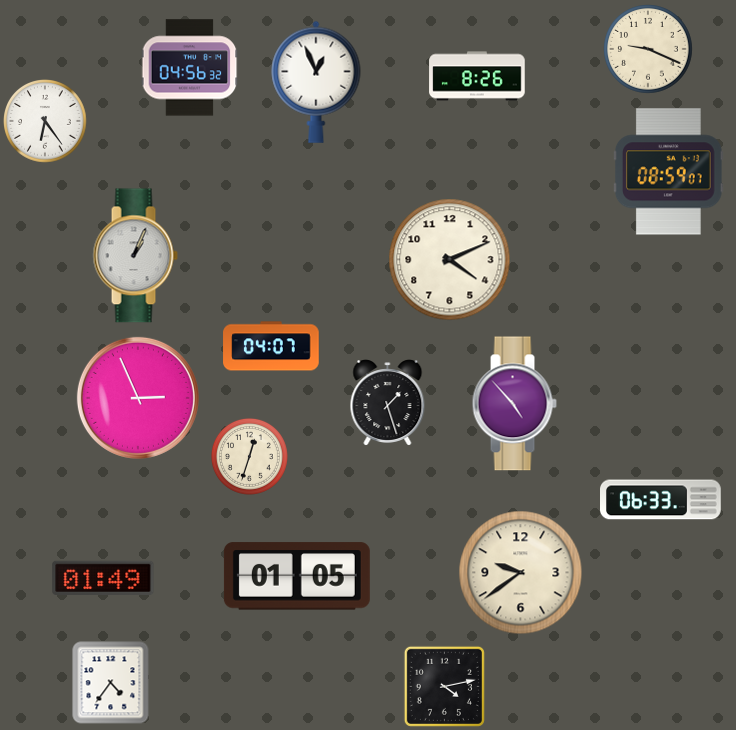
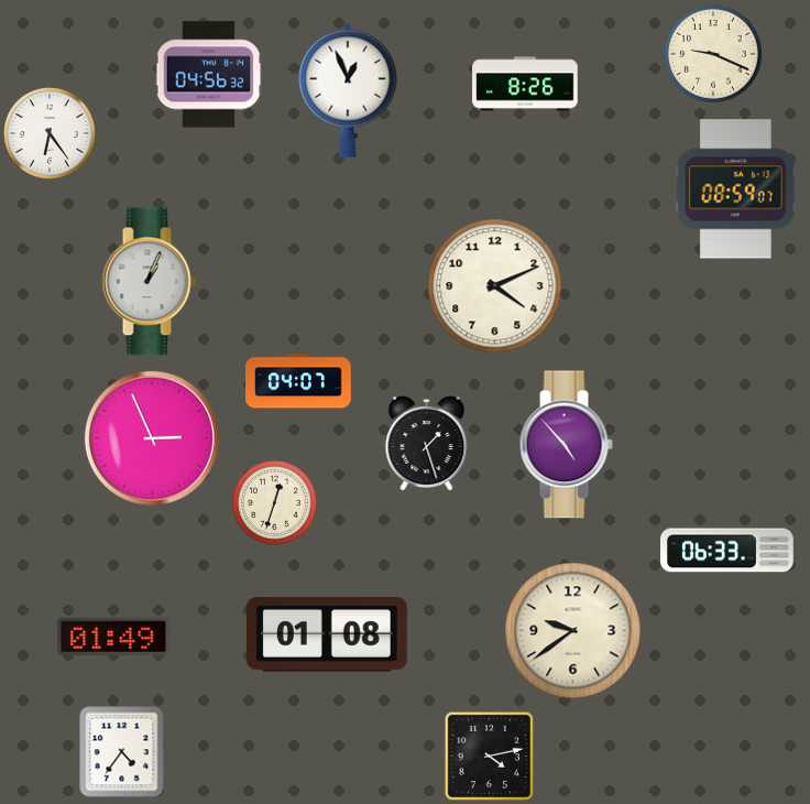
clock at (297, 576): 01:05 -> 01:08
